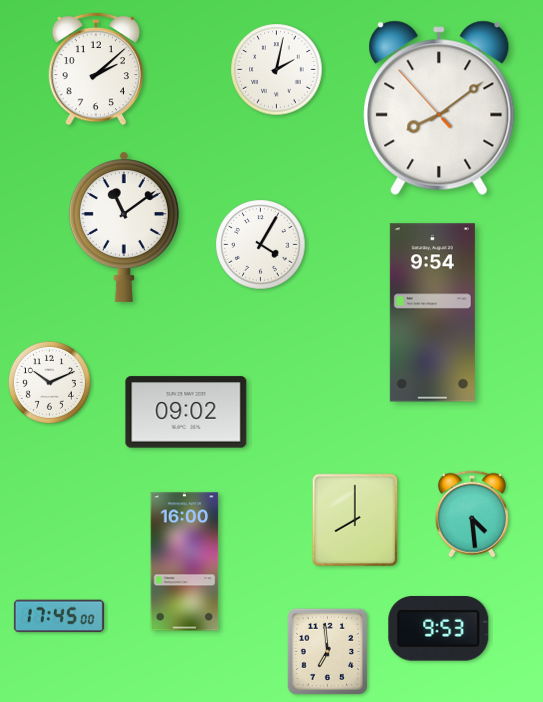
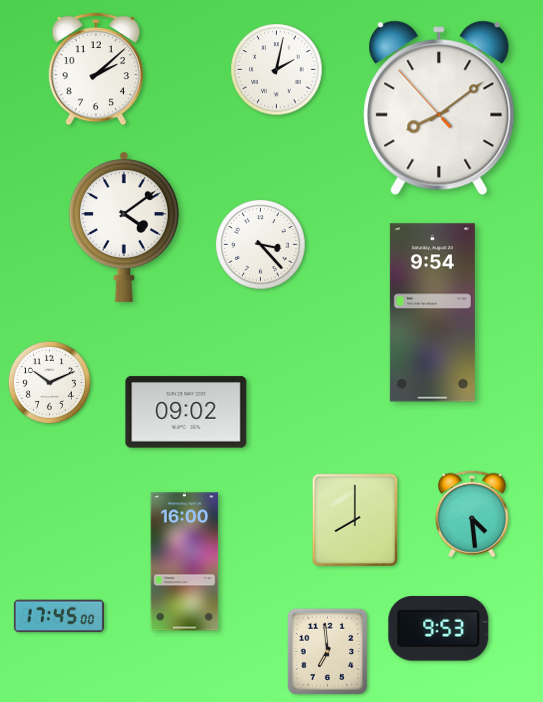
clock at (124, 227): 11:09 -> 4:09
clock at (261, 245): 4:05 -> 3:23
